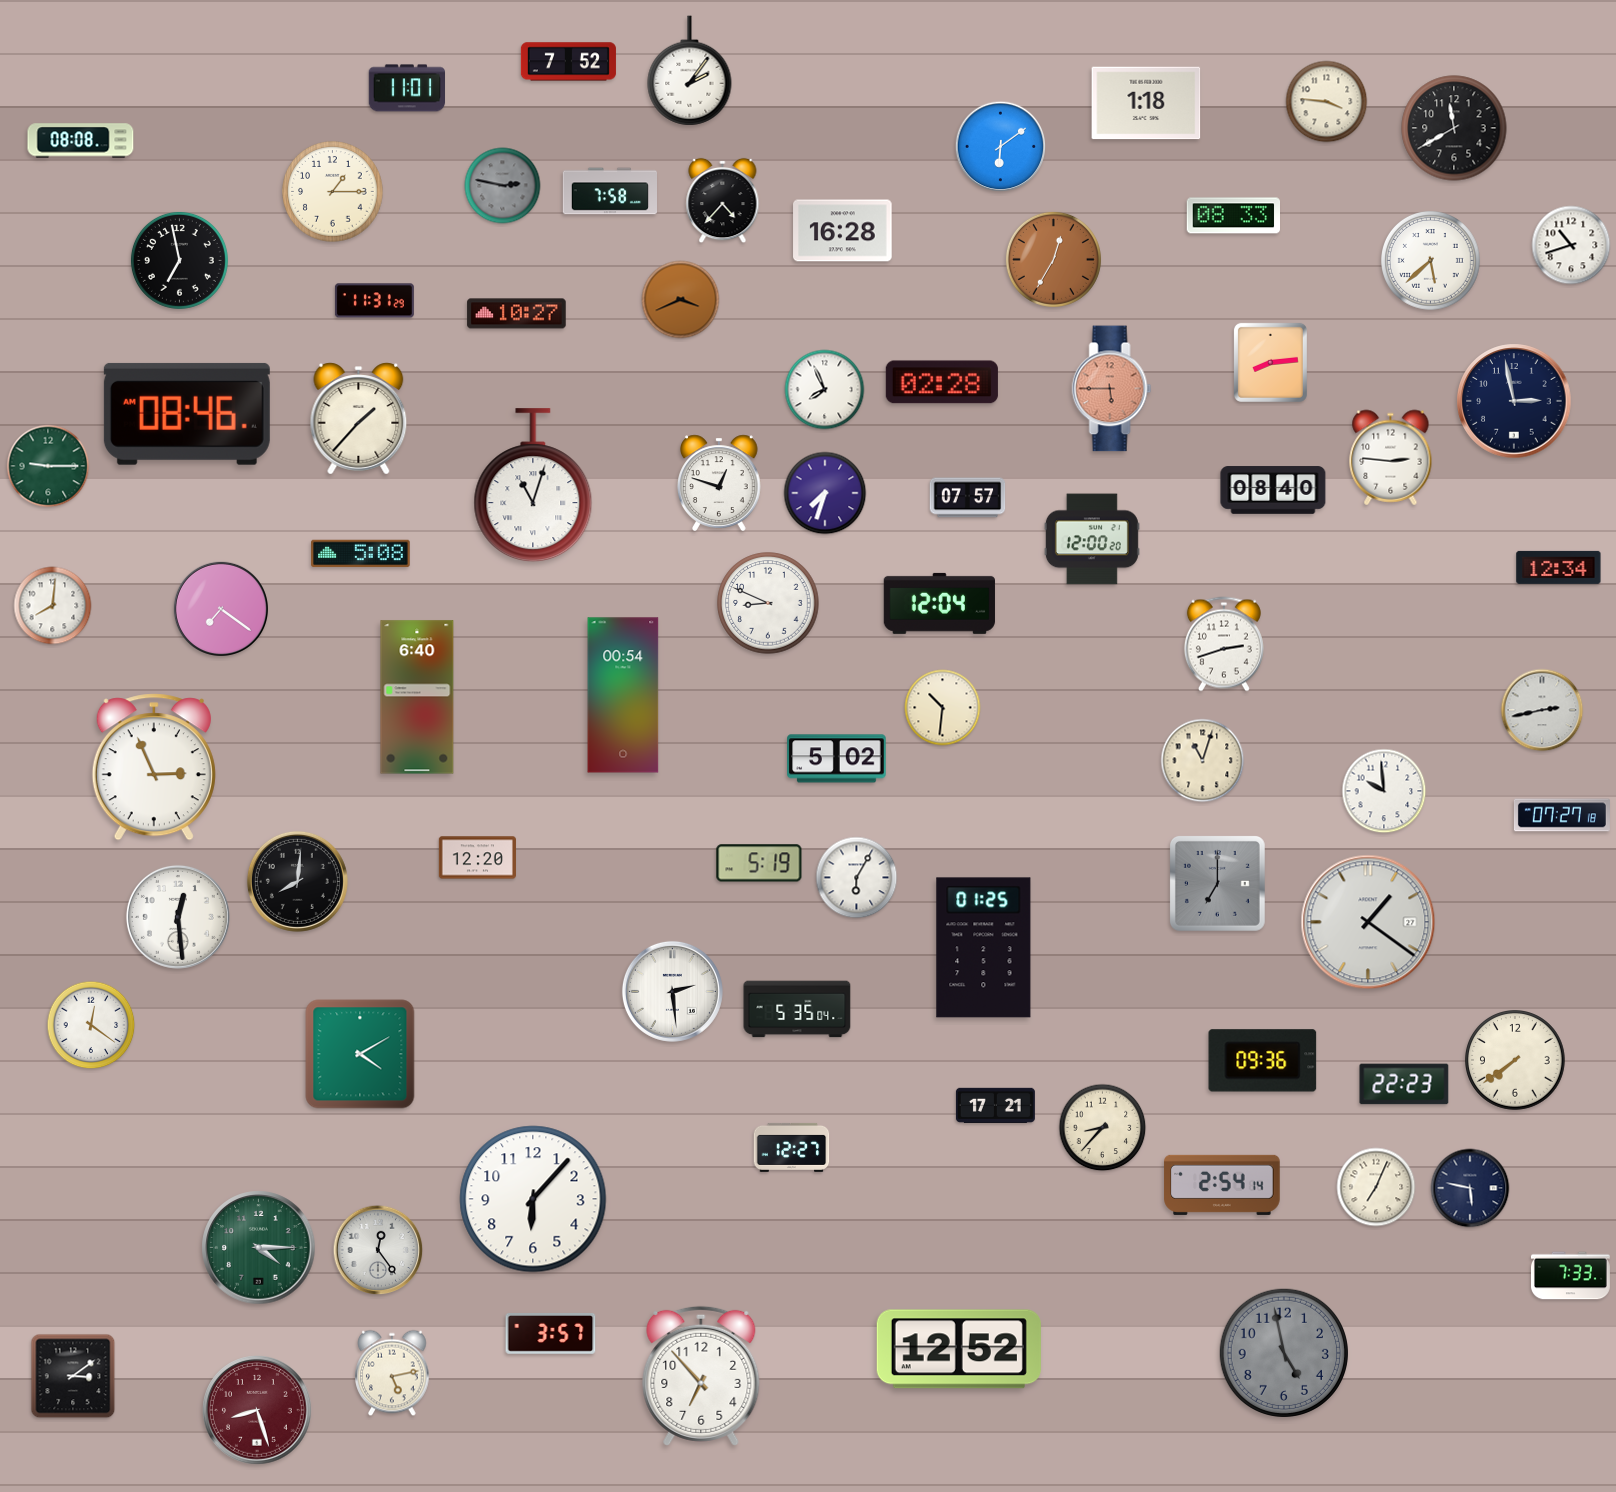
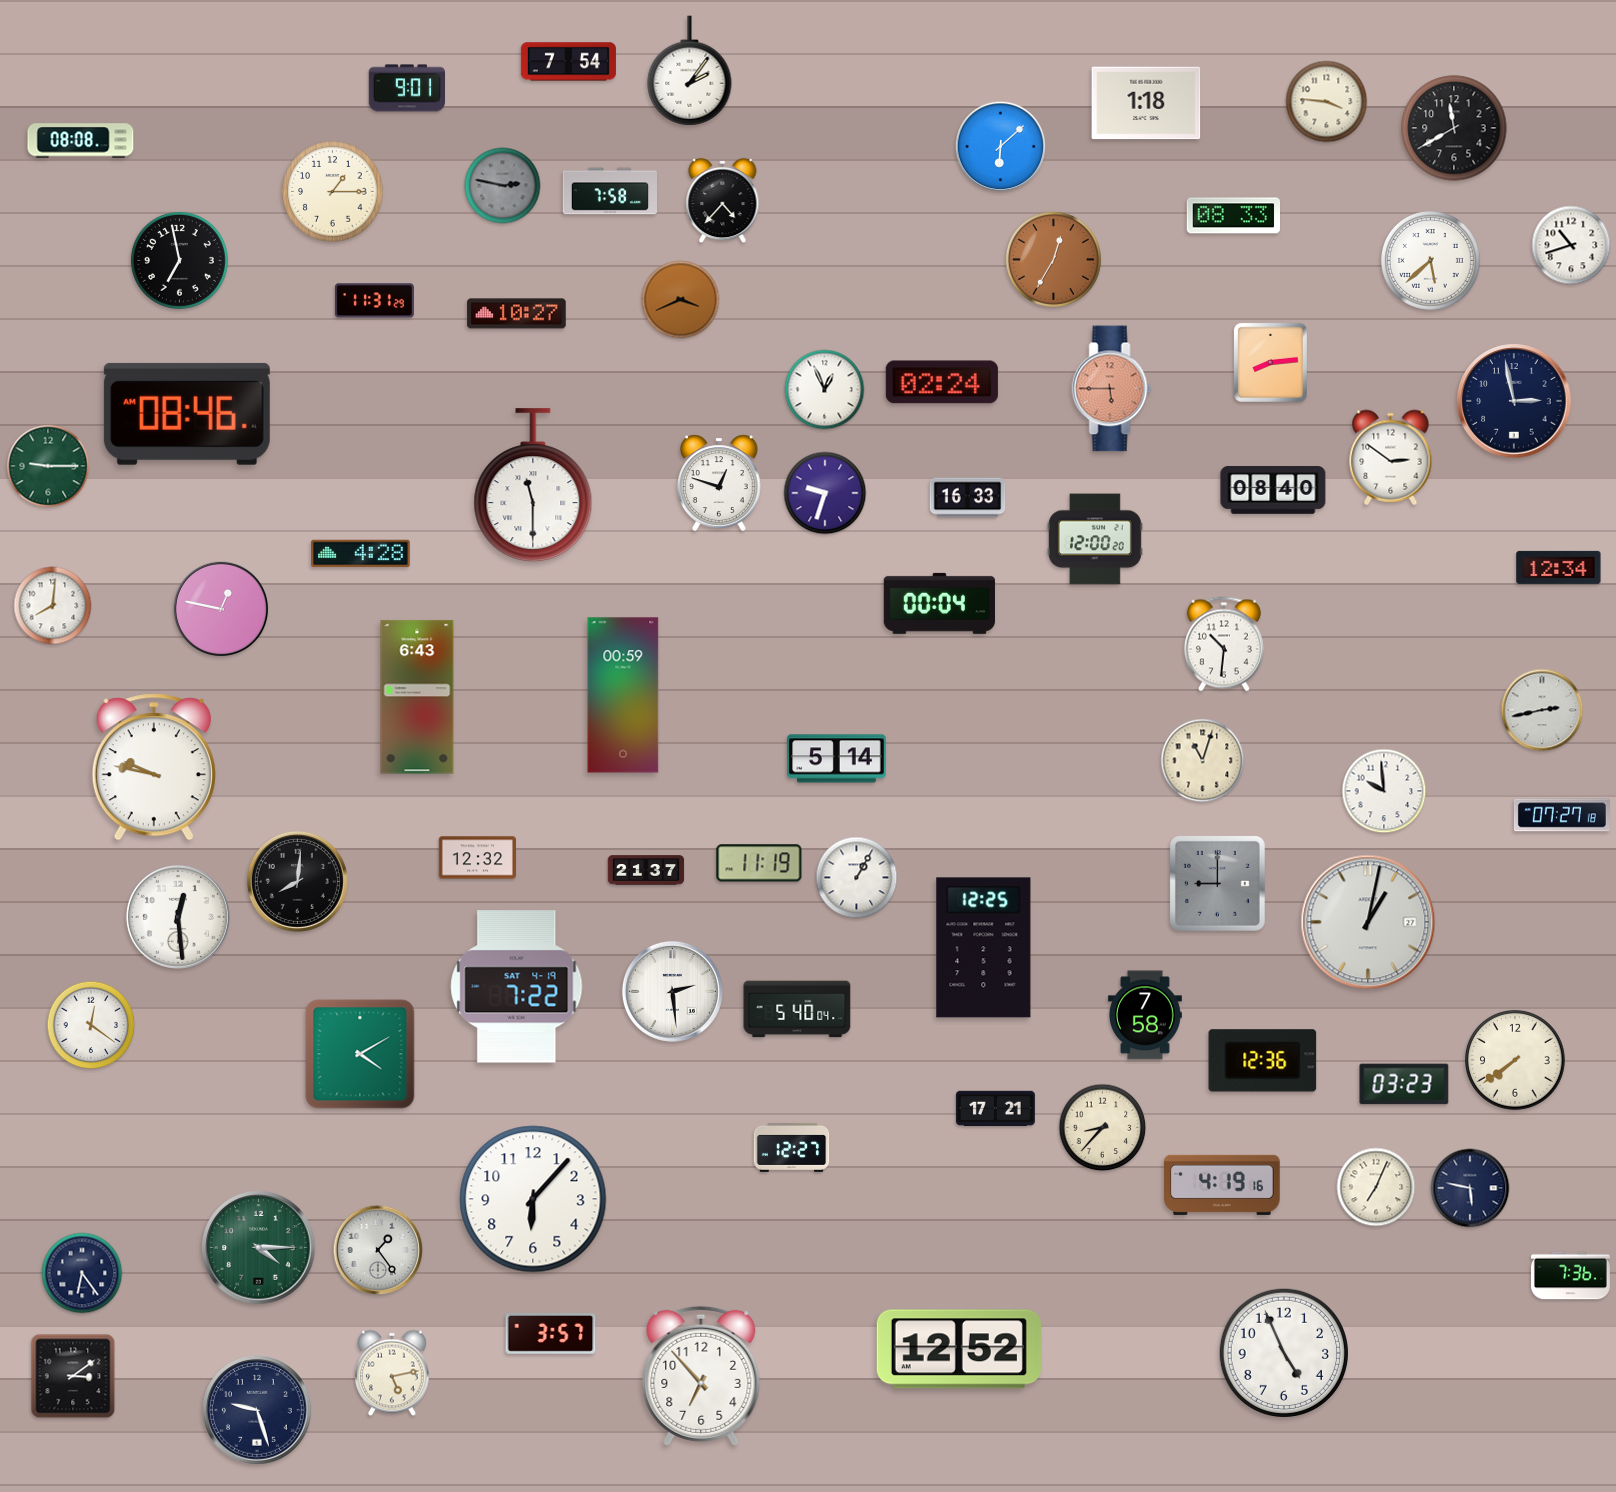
clock at (568, 62): 7:52 -> 7:54
clock at (406, 88): 11:01 -> 9:01
clock at (1001, 147): 6:09 -> 6:08
clock at (843, 231): 16:28 -> none
clock at (942, 382): 02:28 -> 02:24
clock at (825, 390): 7:56 -> 12:56
clock at (359, 419): 1:37 -> none
clock at (1391, 458): 2:46 -> 2:51
clock at (533, 486): 11:03 -> 11:30
clock at (825, 493): 7:33 -> 9:33
clock at (968, 498): 07:57 -> 16:33
clock at (1092, 539) position: (1092, 539) -> (1095, 539)
clock at (361, 554): 5:08 -> 4:28
clock at (768, 603): 8:49 -> none
clock at (939, 603): 12:04 -> 00:04
clock at (221, 609): 7:21 -> 12:47
clock at (1224, 644): 2:42 -> 10:31
clock at (623, 695): 00:54 -> 00:59
clock at (417, 697): 6:40 -> 6:43
clock at (943, 708): 10:31 -> none
clock at (837, 759): 5:02 -> 5:14
clock at (154, 767): 2:56 -> 9:47
clock at (477, 858): 12:20 -> 12:32
clock at (759, 863): 5:19 -> 11:19
clock at (646, 870): none -> 21:37
clock at (857, 878): 6:05 -> 1:05
clock at (1217, 883): 7:00 -> 9:00
clock at (1368, 922): 1:21 -> 1:02
clock at (984, 948): 01:25 -> 12:25
clock at (517, 987): none -> 7:22
clock at (797, 1009): 5:35 -> 5:40
clock at (1145, 1015): none -> 7:58
clock at (1263, 1061): 09:36 -> 12:36
clock at (1404, 1084): 22:23 -> 03:23
clock at (995, 1105) position: (995, 1105) -> (995, 1108)
clock at (1222, 1185): 2:54 -> 4:19
clock at (378, 1250): 12:24 -> 1:24
clock at (82, 1273): none -> 6:24
clock at (1570, 1276): 7:33 -> 7:36
clock at (1284, 1353): 4:58 -> 4:56
clock at (1284, 1353) dial: grey -> white
clock at (257, 1410): 8:27 -> 9:27
clock at (257, 1410) dial: burgundy -> navy
